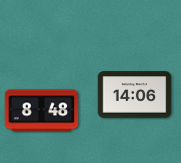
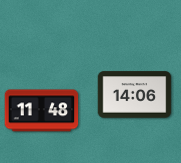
clock at (42, 111): 8:48 -> 11:48
